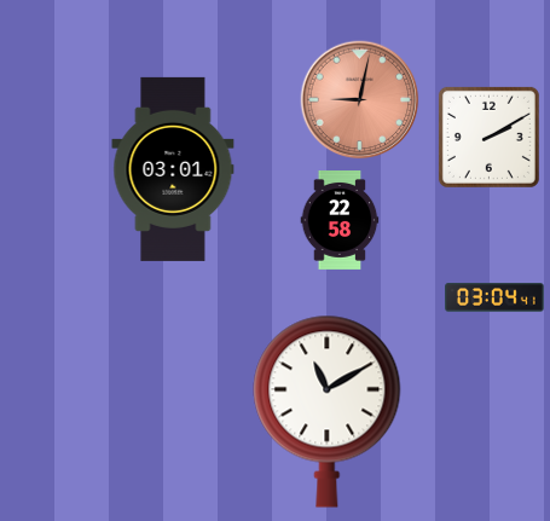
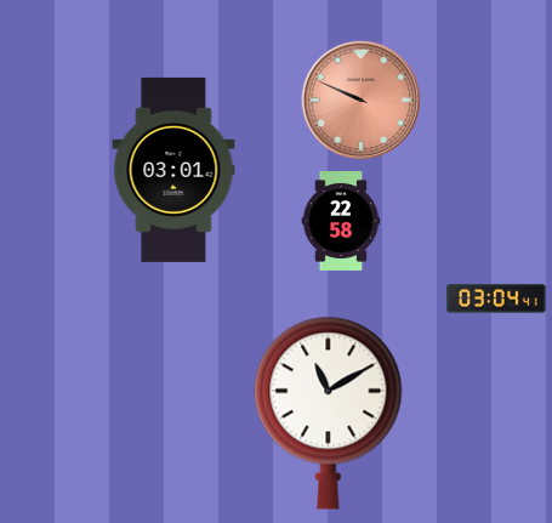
clock at (360, 100): 9:02 -> 9:49
clock at (488, 137): 2:10 -> none
